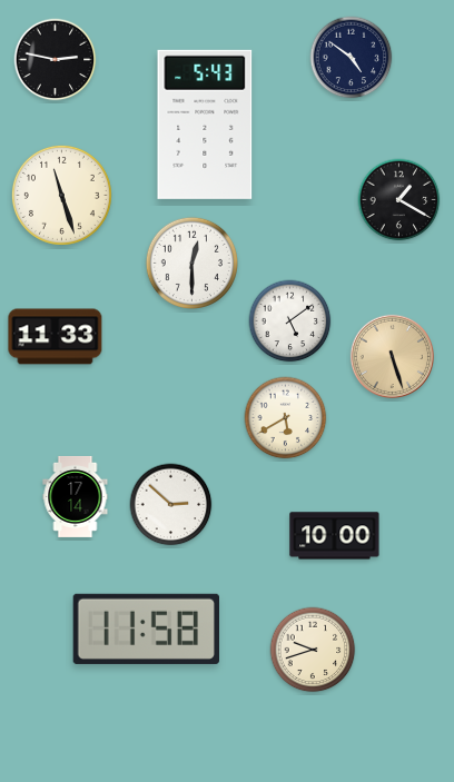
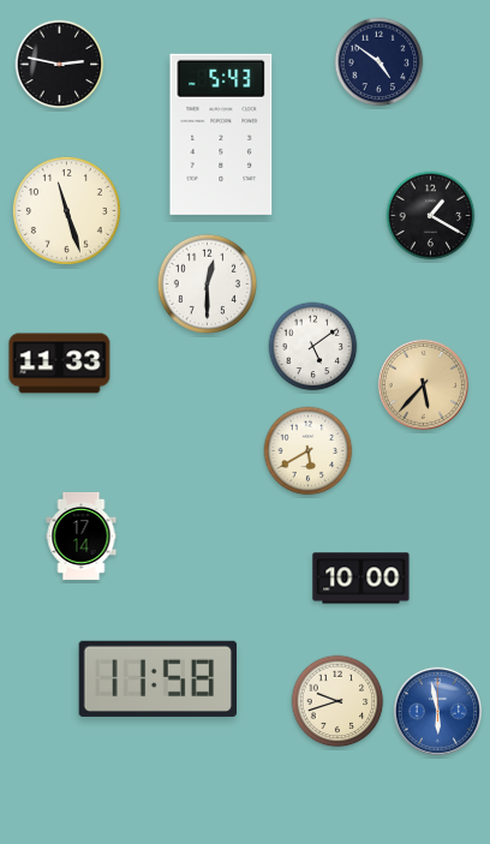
clock at (392, 356): 5:27 -> 5:37
clock at (171, 505): 2:52 -> none
clock at (437, 711): none -> 5:58
